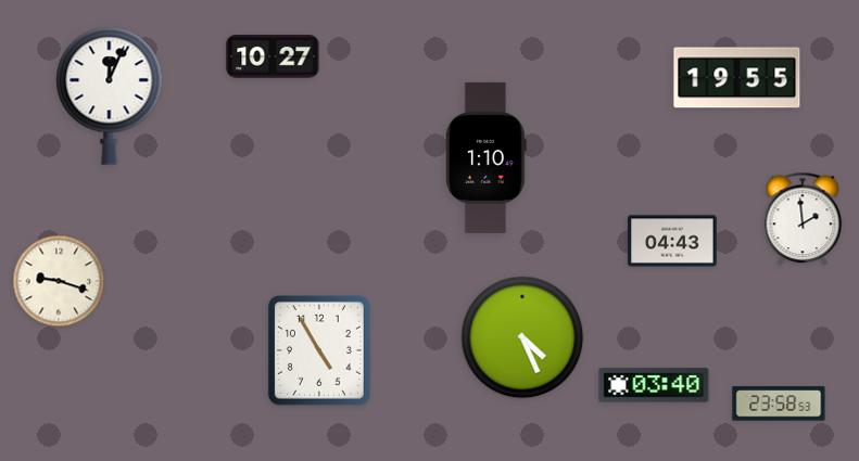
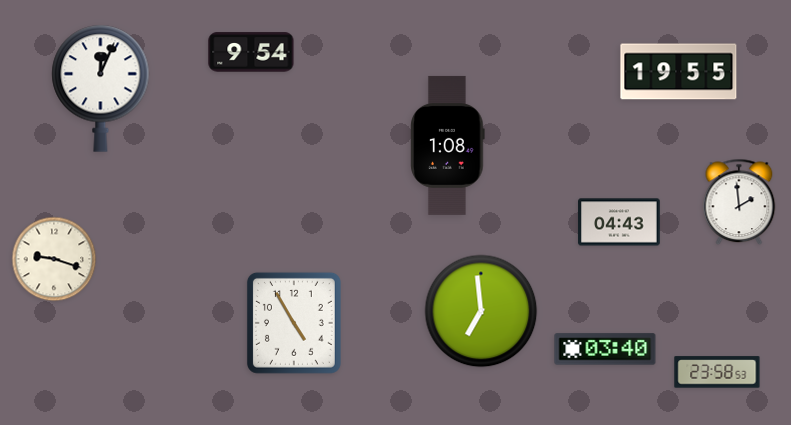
clock at (273, 56): 10:27 -> 9:54
clock at (487, 157): 1:10 -> 1:08
clock at (522, 337): 4:26 -> 6:59
clock at (654, 385) position: (654, 385) -> (605, 349)
